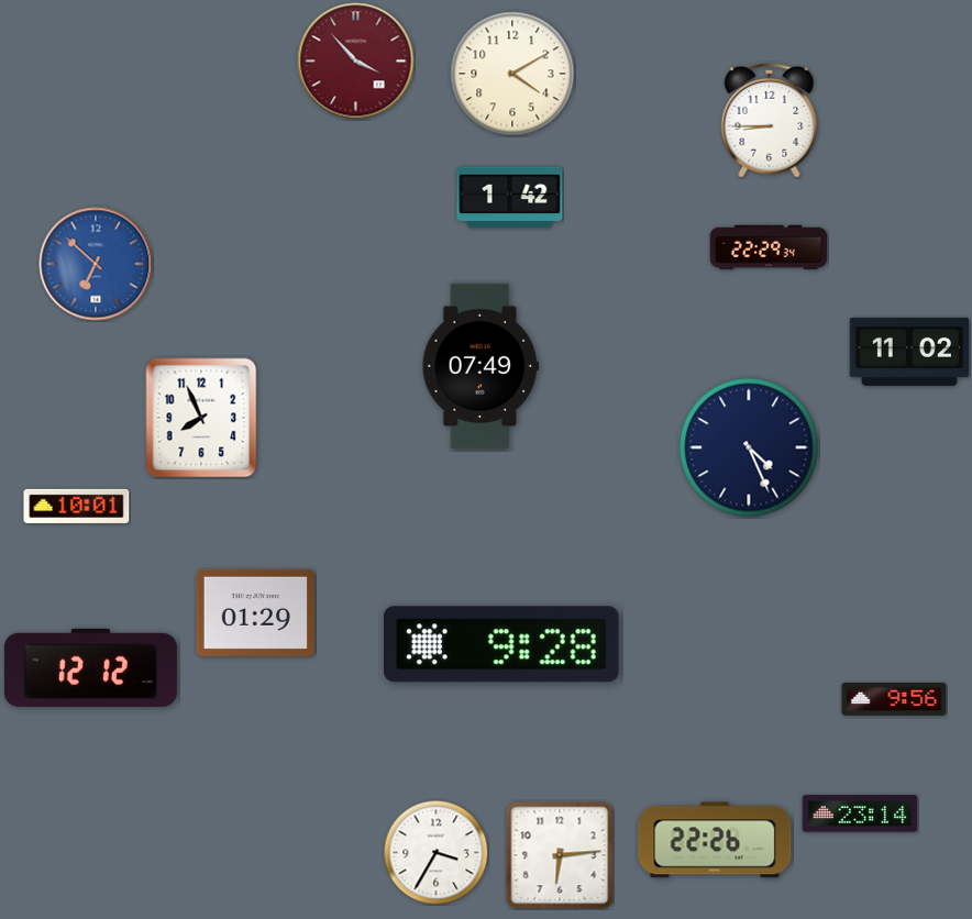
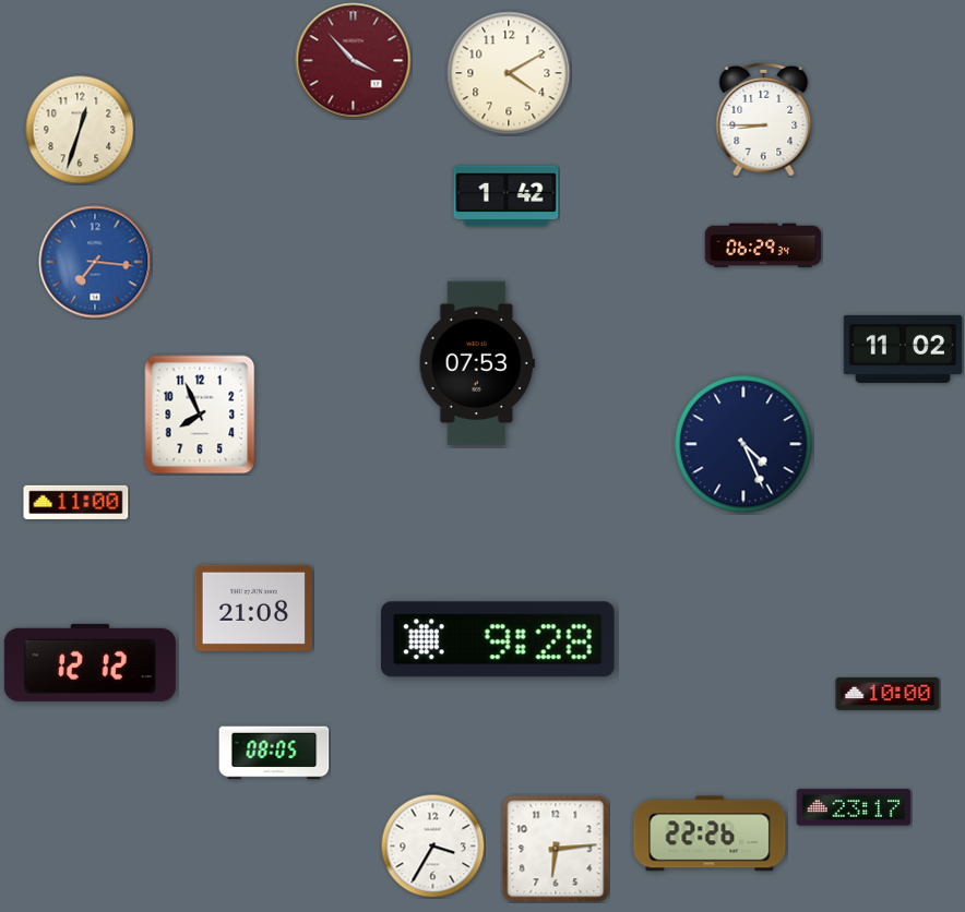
clock at (80, 130): none -> 12:33
clock at (769, 247): 22:29 -> 06:29
clock at (96, 264): 6:52 -> 7:16
clock at (481, 366): 07:49 -> 07:53
clock at (77, 506): 10:01 -> 11:00
clock at (255, 612): 01:29 -> 21:08
clock at (894, 699): 9:56 -> 10:00
clock at (274, 753): none -> 08:05
clock at (860, 813): 23:14 -> 23:17
